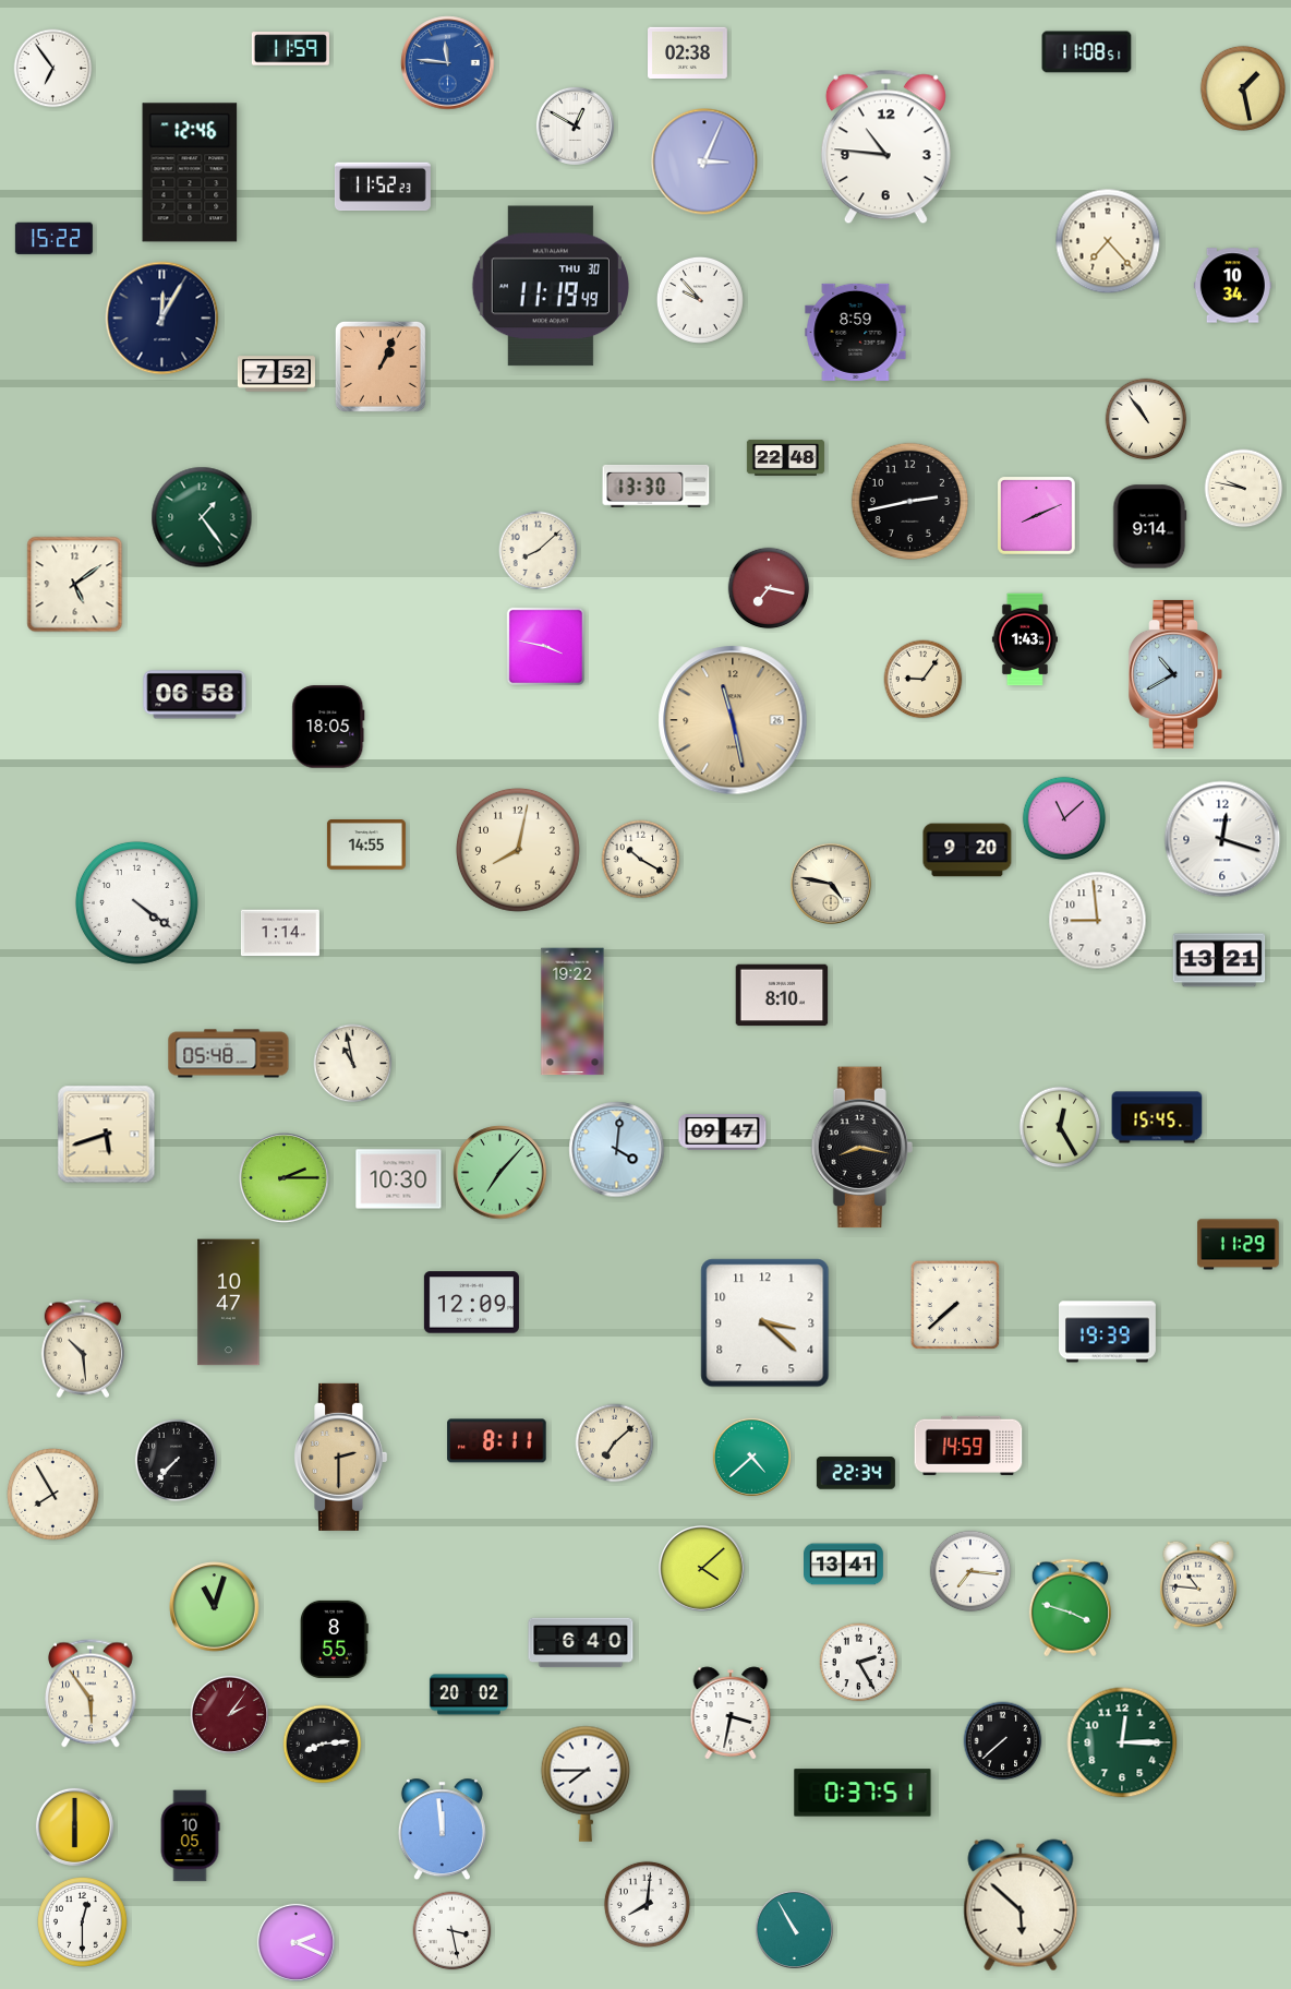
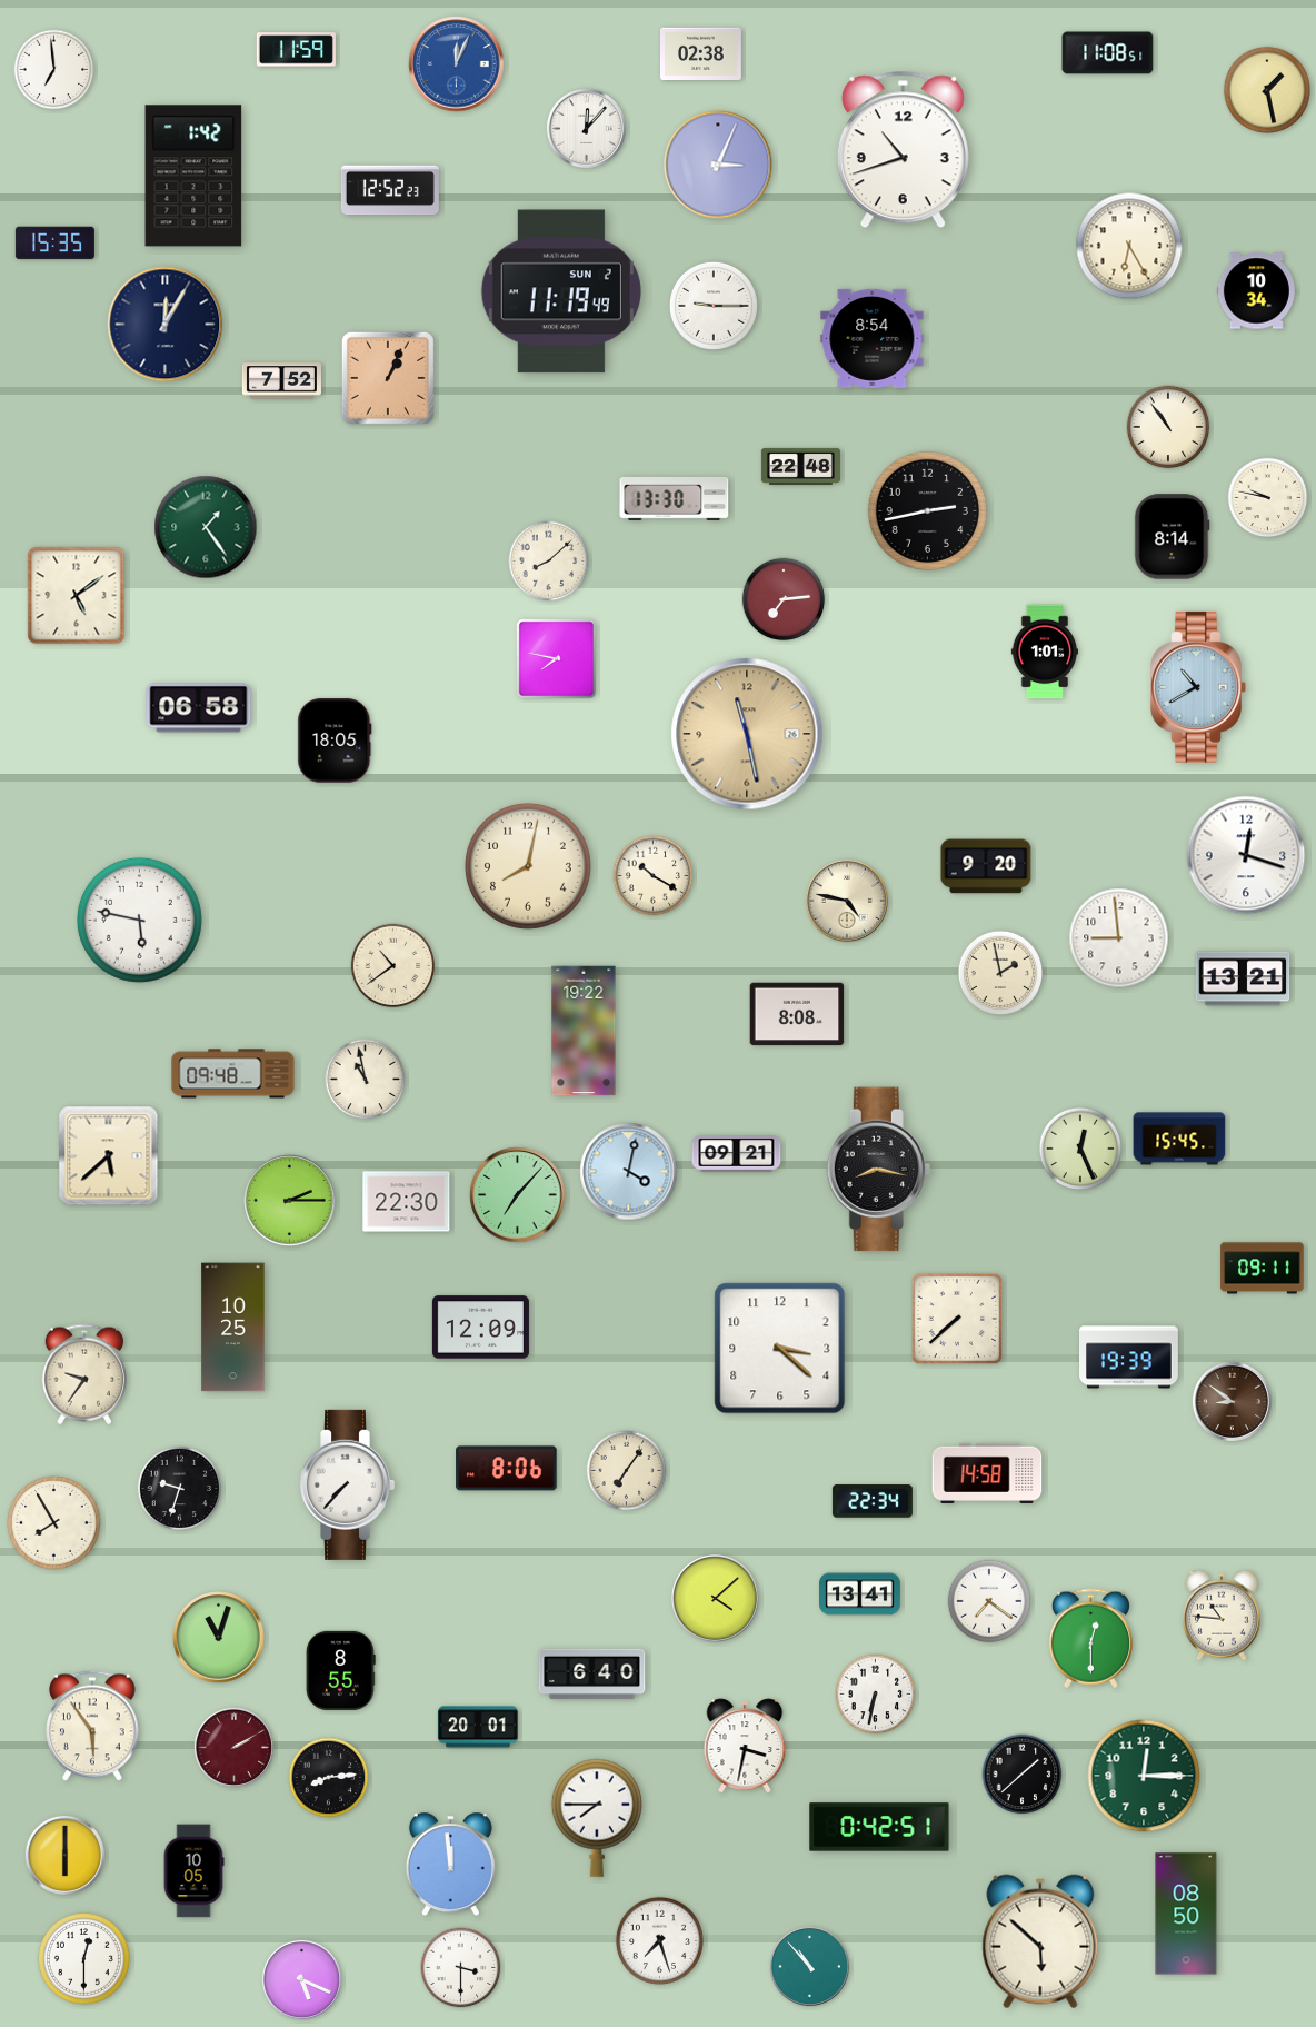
clock at (448, 63): 11:46 -> 12:04
clock at (53, 69): 6:54 -> 6:59
clock at (575, 125): 12:50 -> 12:07
clock at (885, 147): 10:46 -> 10:42
clock at (190, 172): 12:46 -> 1:42
clock at (383, 187): 11:52 -> 12:52
clock at (53, 239): 15:22 -> 15:35
clock at (1108, 241): 7:23 -> 6:25
clock at (551, 286) date: THU 30 -> SUN 2
clock at (700, 300): 9:53 -> 9:15
clock at (856, 332): 8:59 -> 8:54
clock at (381, 367) position: (381, 367) -> (388, 378)
clock at (656, 487) position: (656, 487) -> (675, 499)
clock at (1037, 516): 8:11 -> none
clock at (1150, 527): 9:14 -> 8:14
clock at (769, 588): 7:17 -> 7:14
clock at (1025, 639): 1:43 -> 1:01
clock at (546, 647): 3:47 -> 7:47
clock at (924, 680): 9:06 -> none
clock at (1064, 818): 11:08 -> none
clock at (366, 846): 14:55 -> none
clock at (136, 902): 4:21 -> 5:47
clock at (280, 933): 1:14 -> none
clock at (393, 966): none -> 10:39
clock at (1000, 973): none -> 1:58
clock at (782, 995): 8:10 -> 8:08
clock at (229, 1054): 05:48 -> 09:48
clock at (353, 1064) position: (353, 1064) -> (366, 1080)
clock at (1060, 1127): 12:25 -> 12:26
clock at (723, 1133): 09:47 -> 09:21
clock at (107, 1135): 5:42 -> 5:38
clock at (617, 1150): 4:01 -> 4:02
clock at (500, 1173) position: (500, 1173) -> (518, 1195)
clock at (399, 1179): 10:30 -> 22:30
clock at (1239, 1245): 11:29 -> 09:11
clock at (229, 1303): 10:47 -> 10:25
clock at (955, 1305) position: (955, 1305) -> (957, 1319)
clock at (83, 1349): 10:29 -> 9:36
clock at (1232, 1401): none -> 8:51
clock at (497, 1441): 8:11 -> 8:06
clock at (615, 1443): 7:08 -> 7:06
clock at (968, 1446): 14:59 -> 14:58
clock at (341, 1457): 2:30 -> 7:37
clock at (341, 1457) dial: champagne -> white
clock at (751, 1457): 4:38 -> none
clock at (177, 1461): 7:37 -> 9:33
clock at (970, 1571): 7:16 -> 7:21
clock at (1070, 1608): 3:48 -> 12:30
clock at (859, 1663): 2:25 -> 6:32
clock at (469, 1694): 20:02 -> 20:01
clock at (229, 1714): 2:06 -> 2:10
clock at (1003, 1741): 7:38 -> 1:38
clock at (862, 1793): 0:37 -> 0:42
clock at (74, 1826) position: (74, 1826) -> (64, 1855)
clock at (1186, 1914): none -> 08:50
clock at (647, 1904): 8:01 -> 7:27
clock at (794, 1929): 10:55 -> 10:53
clock at (453, 1931): 3:28 -> 3:30
clock at (295, 1942): 2:19 -> 5:19
